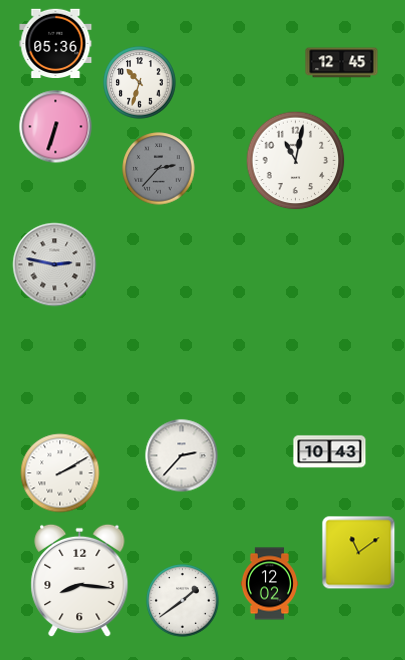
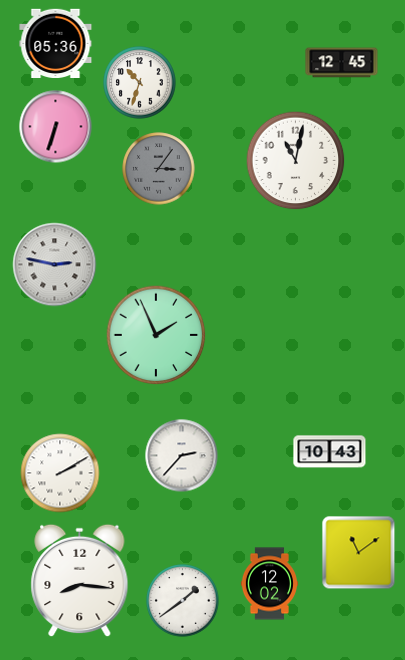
clock at (159, 169): 2:37 -> 3:06
clock at (156, 335): none -> 1:56
